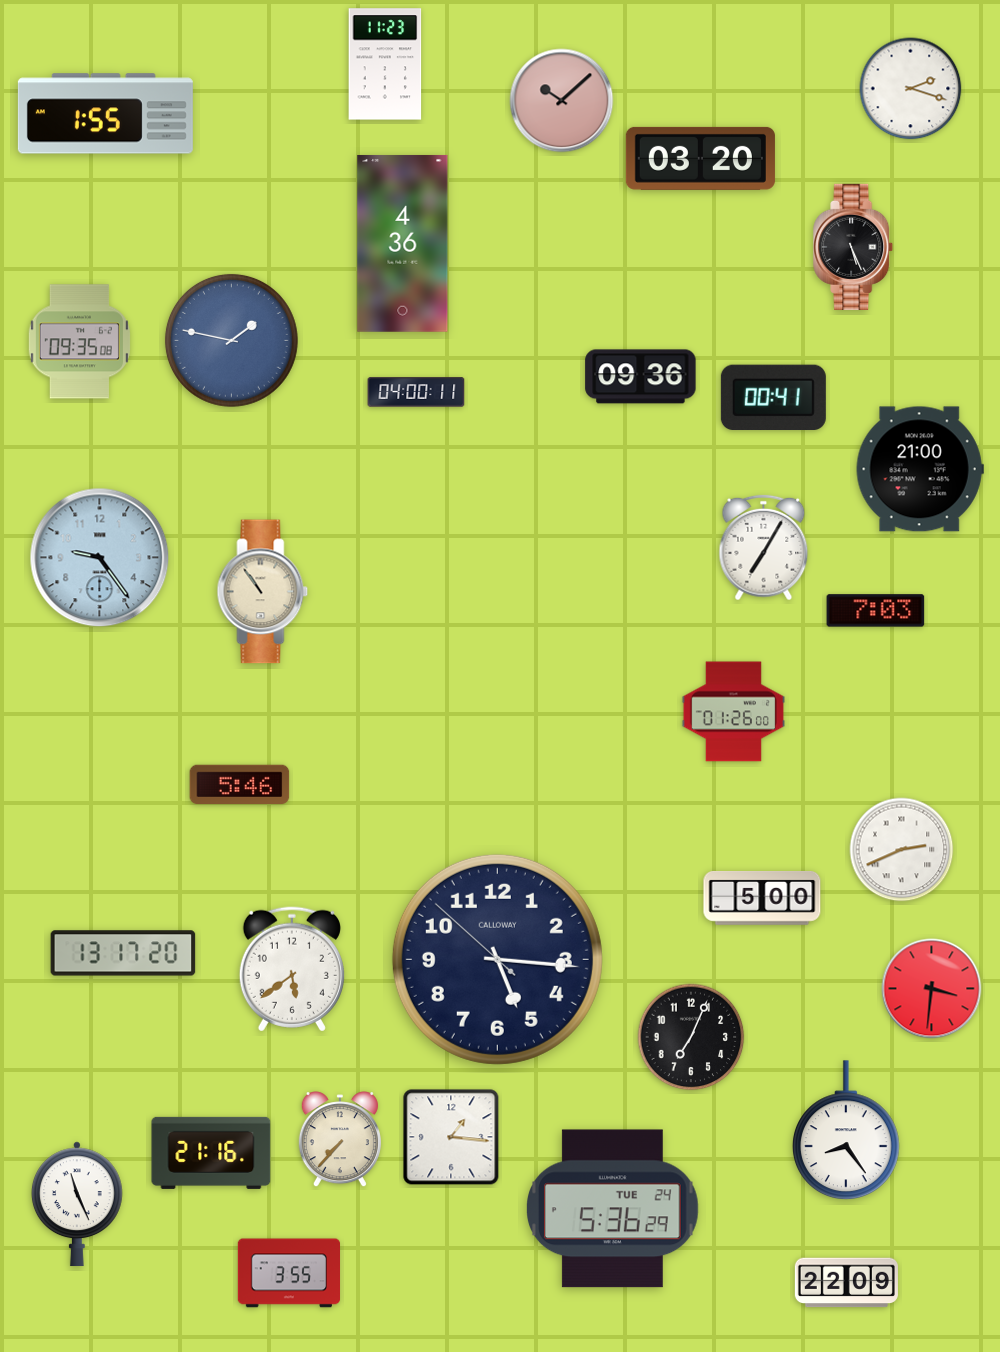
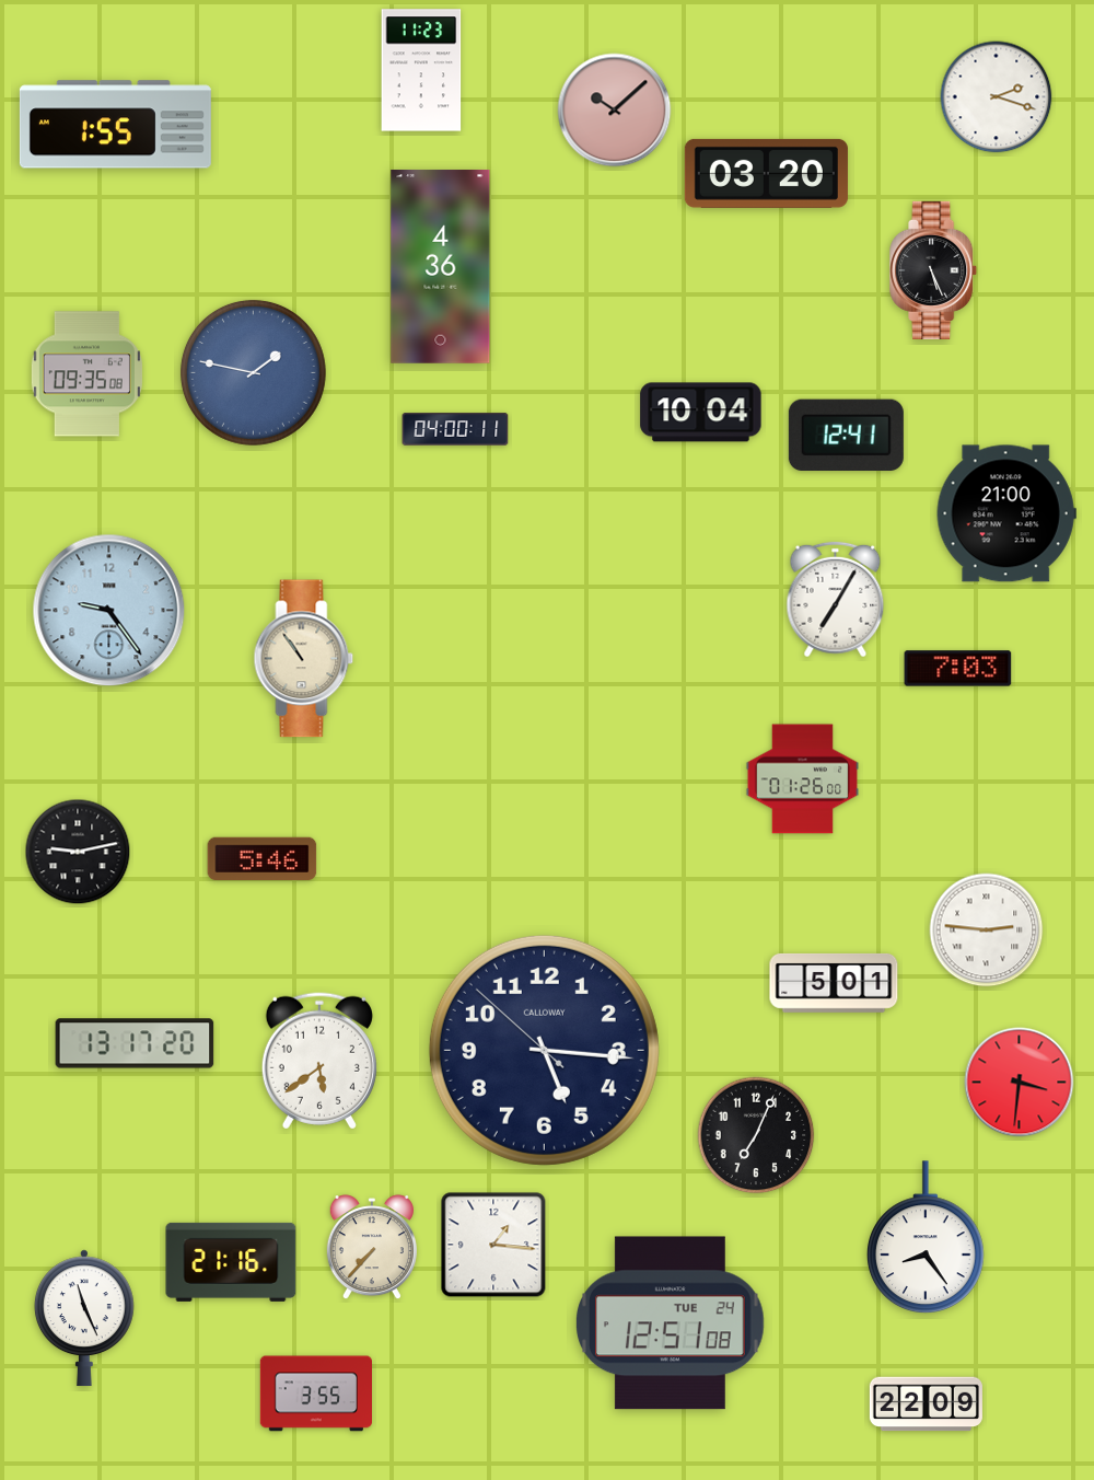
clock at (641, 377): 09:36 -> 10:04
clock at (773, 397): 00:41 -> 12:41
clock at (263, 592) position: (263, 592) -> (304, 659)
clock at (78, 852): none -> 9:13
clock at (902, 850): 2:41 -> 2:46
clock at (762, 898): 5:00 -> 5:01
clock at (613, 1209): 5:36 -> 12:51
